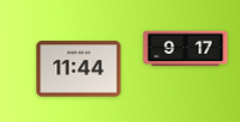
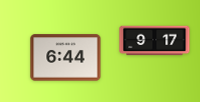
clock at (79, 69): 11:44 -> 6:44
